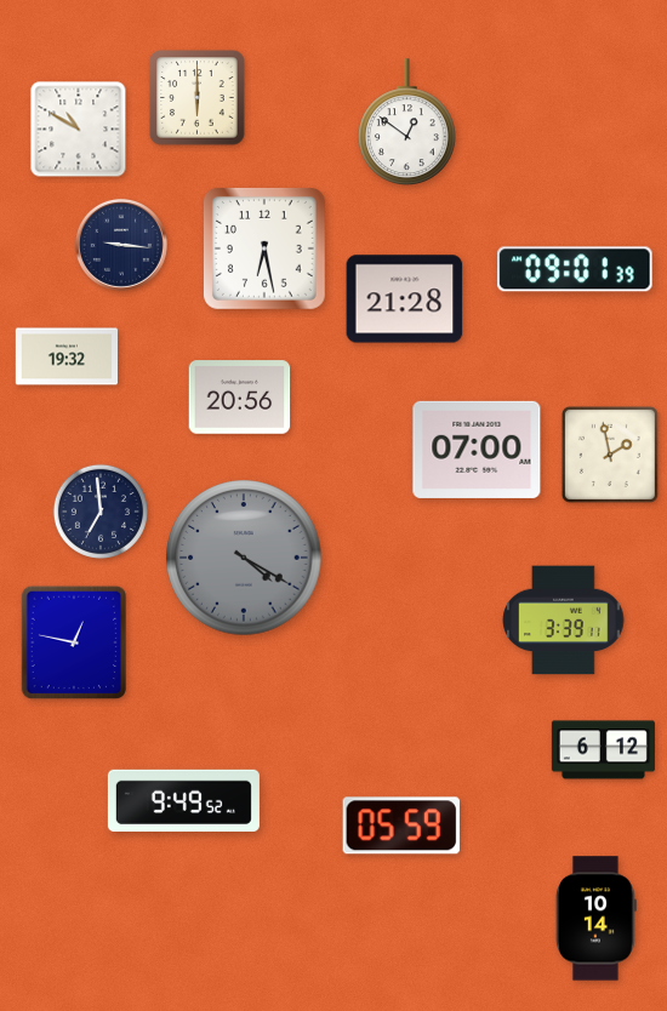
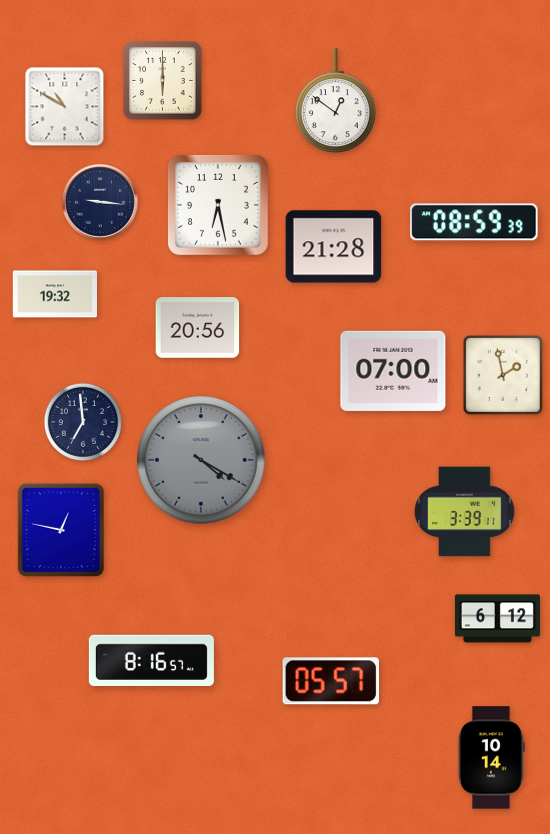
clock at (576, 269): 09:01 -> 08:59
clock at (183, 800): 9:49 -> 8:16
clock at (401, 826): 05:59 -> 05:57
